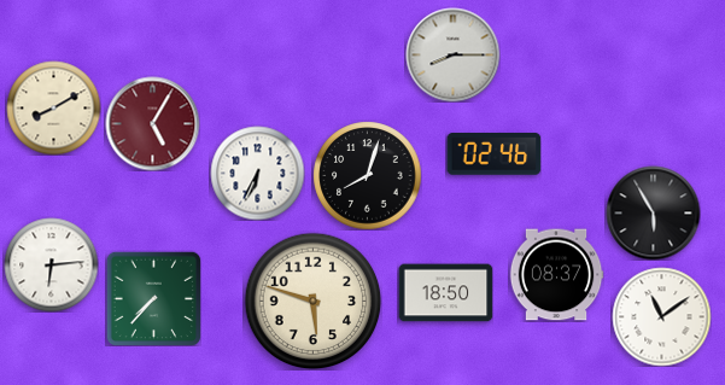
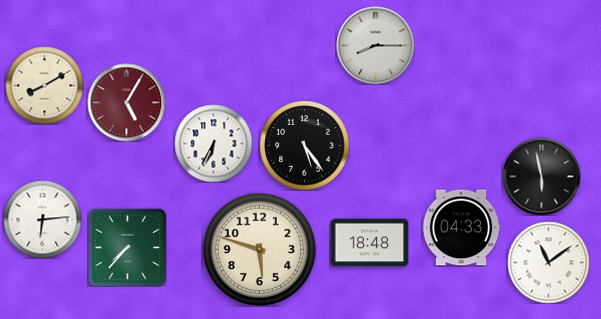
clock at (53, 107) position: (53, 107) -> (44, 85)
clock at (493, 154): 02:46 -> none
clock at (367, 175): 8:03 -> 5:24
clock at (653, 212): 5:55 -> 5:58
clock at (556, 275): 08:37 -> 04:33
clock at (445, 293): 18:50 -> 18:48
